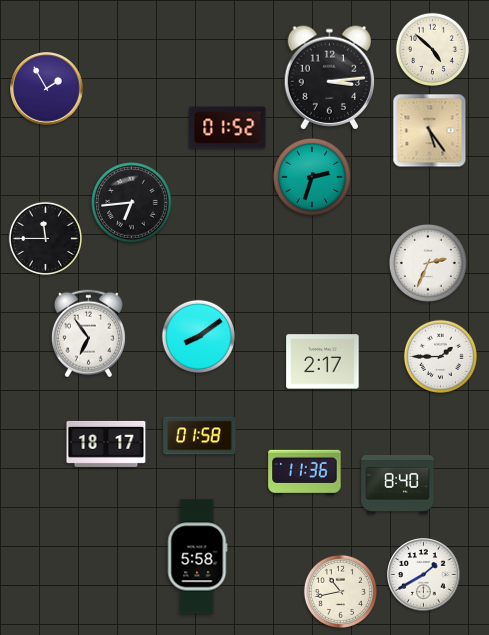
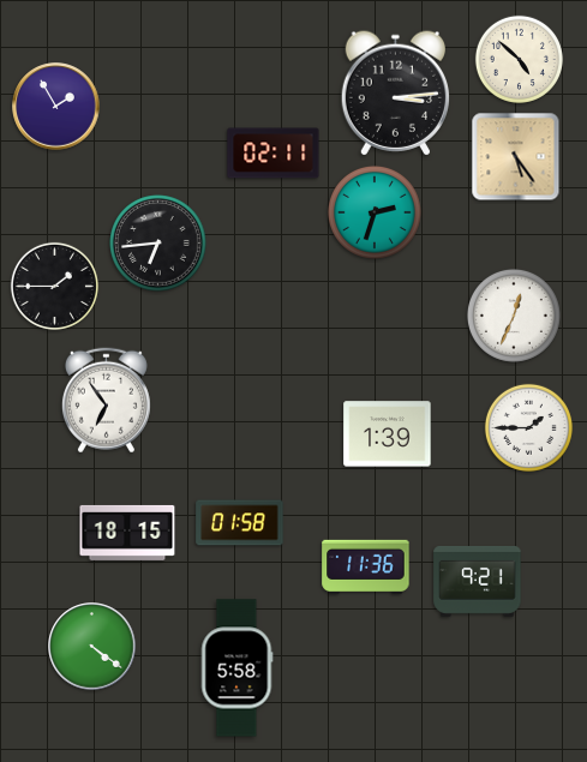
clock at (228, 128): 01:52 -> 02:11
clock at (45, 238): 11:45 -> 1:45
clock at (428, 263): 2:34 -> 12:34
clock at (198, 336): 8:09 -> none
clock at (323, 362): 2:17 -> 1:39
clock at (106, 444): 18:17 -> 18:15
clock at (398, 484): 8:40 -> 9:21
clock at (92, 647): none -> 4:21
clock at (424, 575): 1:40 -> none
clock at (340, 591): 10:43 -> none
